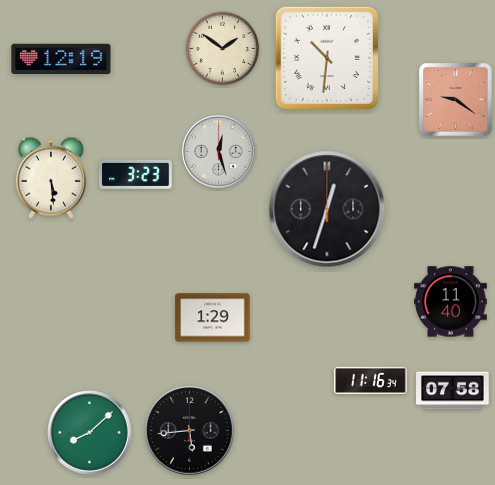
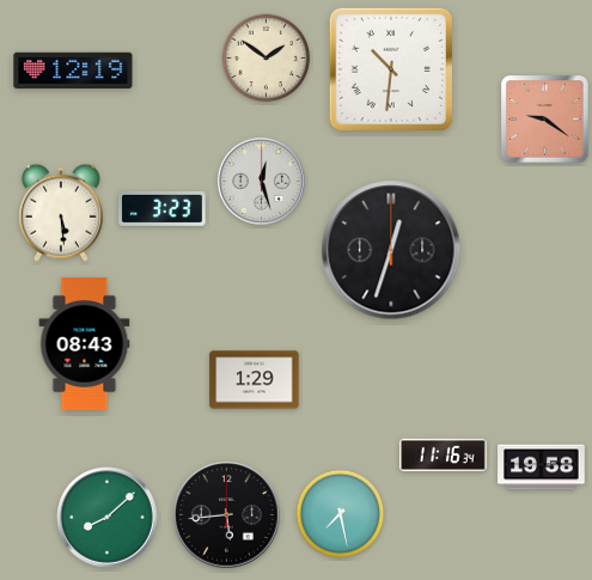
clock at (85, 343): none -> 08:43
clock at (451, 302): 11:40 -> none
clock at (453, 391): 07:58 -> 19:58
clock at (341, 514): none -> 7:28
